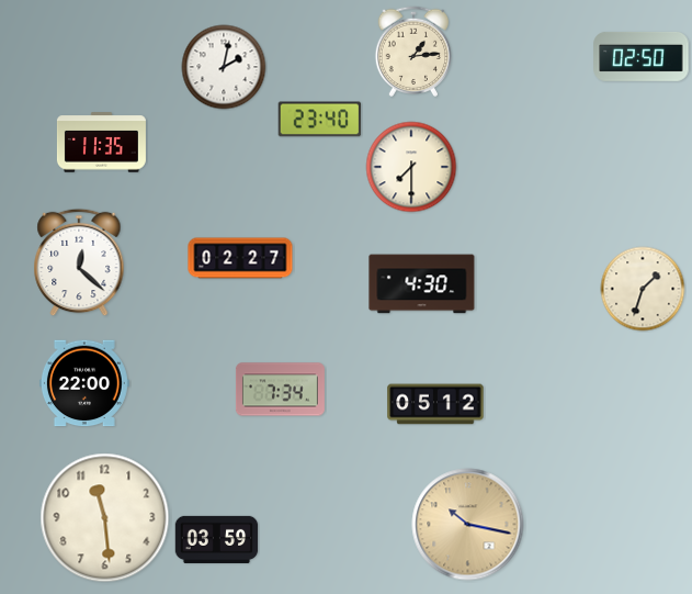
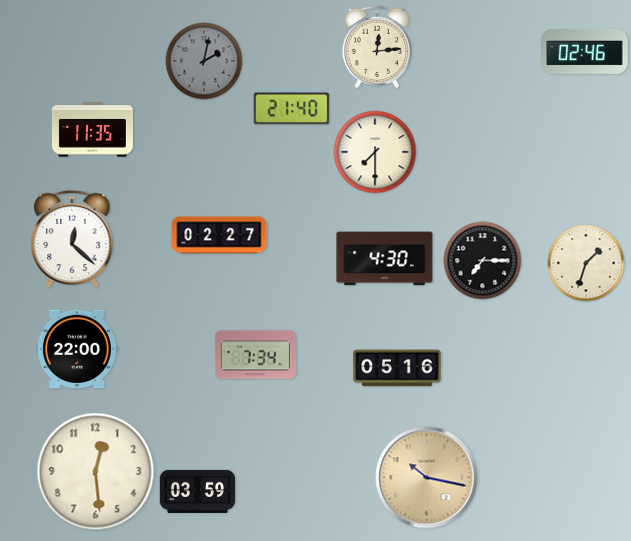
clock at (412, 51): 1:14 -> 12:14
clock at (642, 56): 02:50 -> 02:46
clock at (224, 67) dial: white -> grey
clock at (320, 120): 23:40 -> 21:40
clock at (483, 261): none -> 7:15
clock at (435, 404): 05:12 -> 05:16
clock at (105, 518): 11:29 -> 12:29
